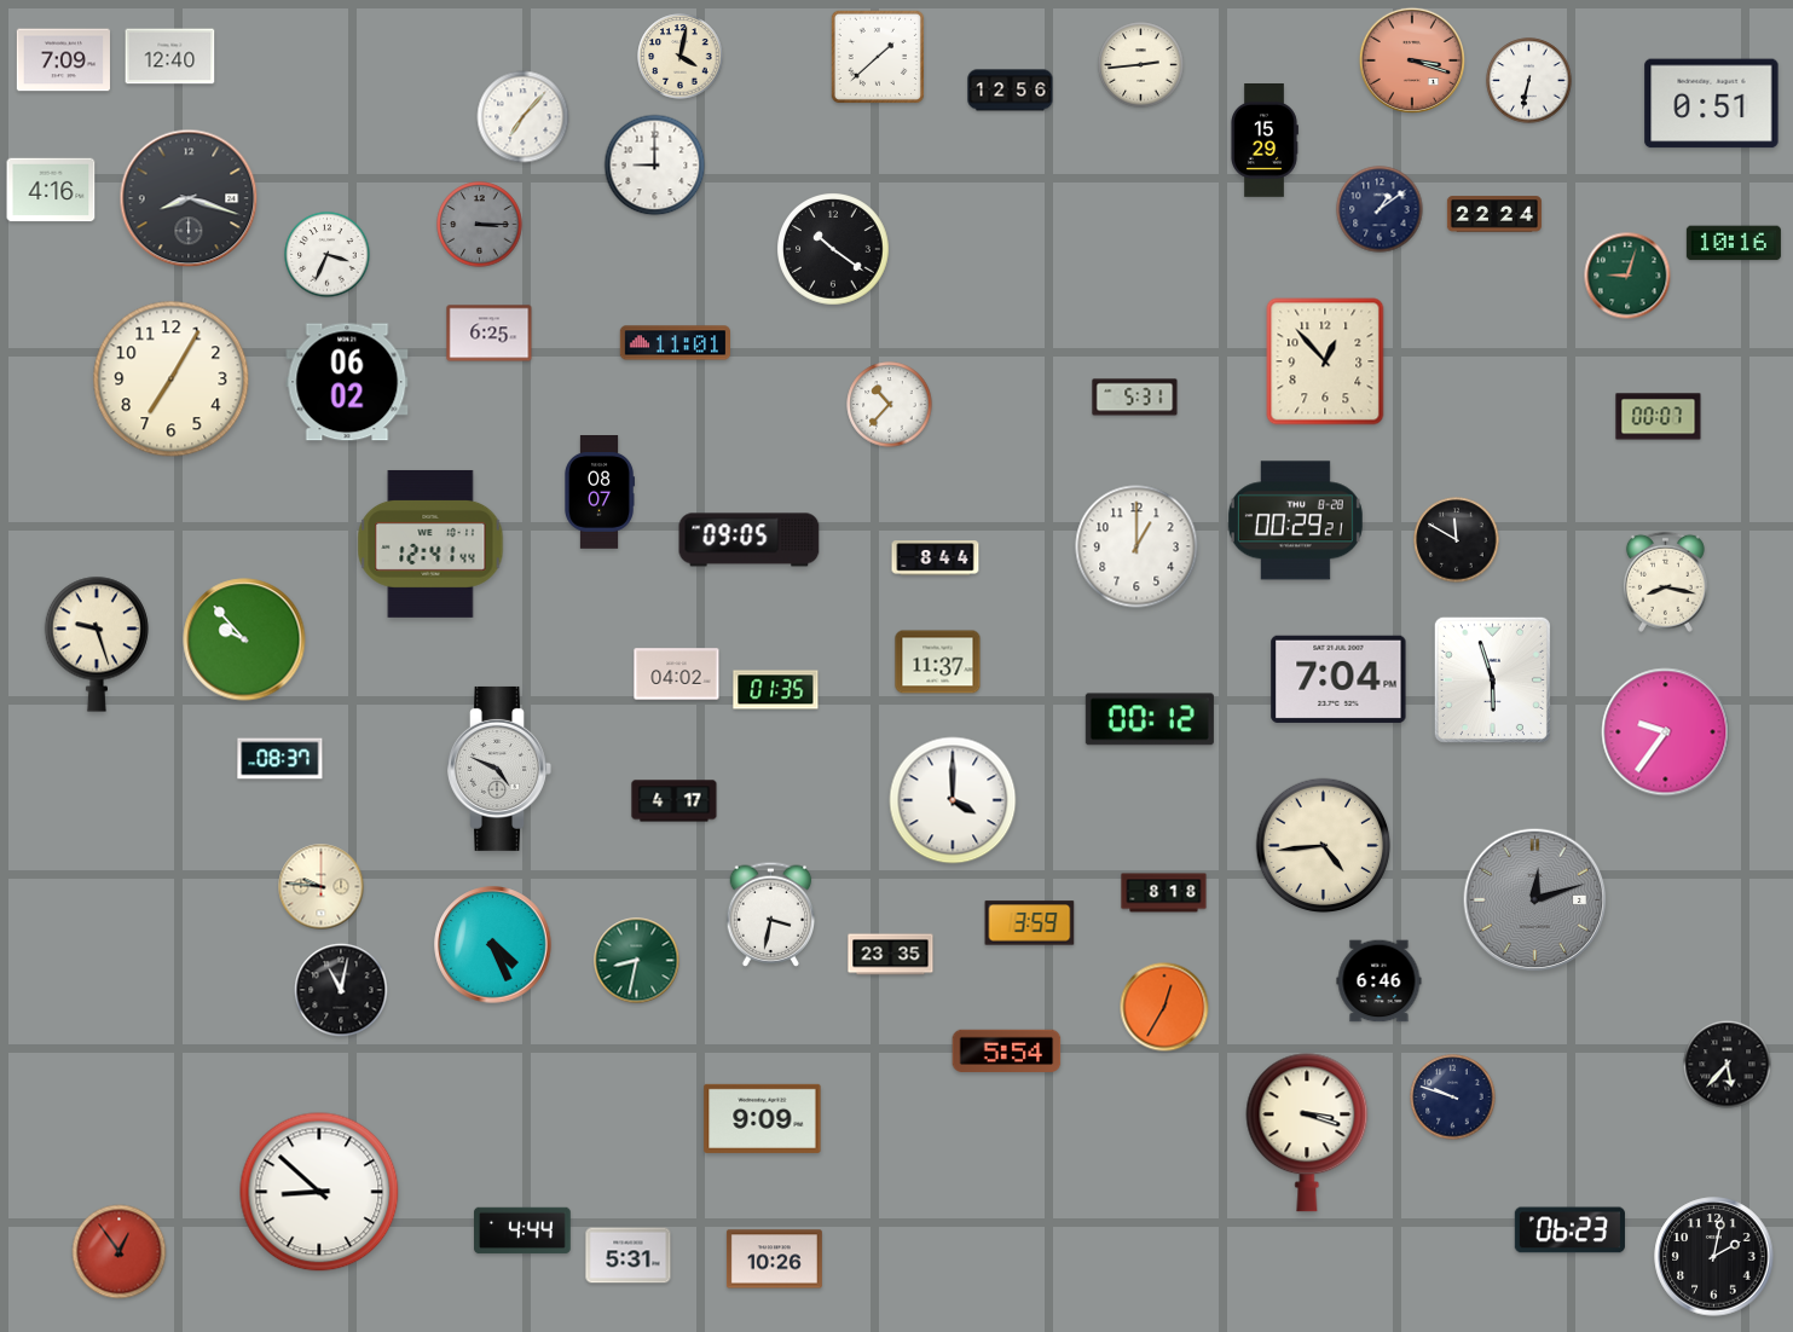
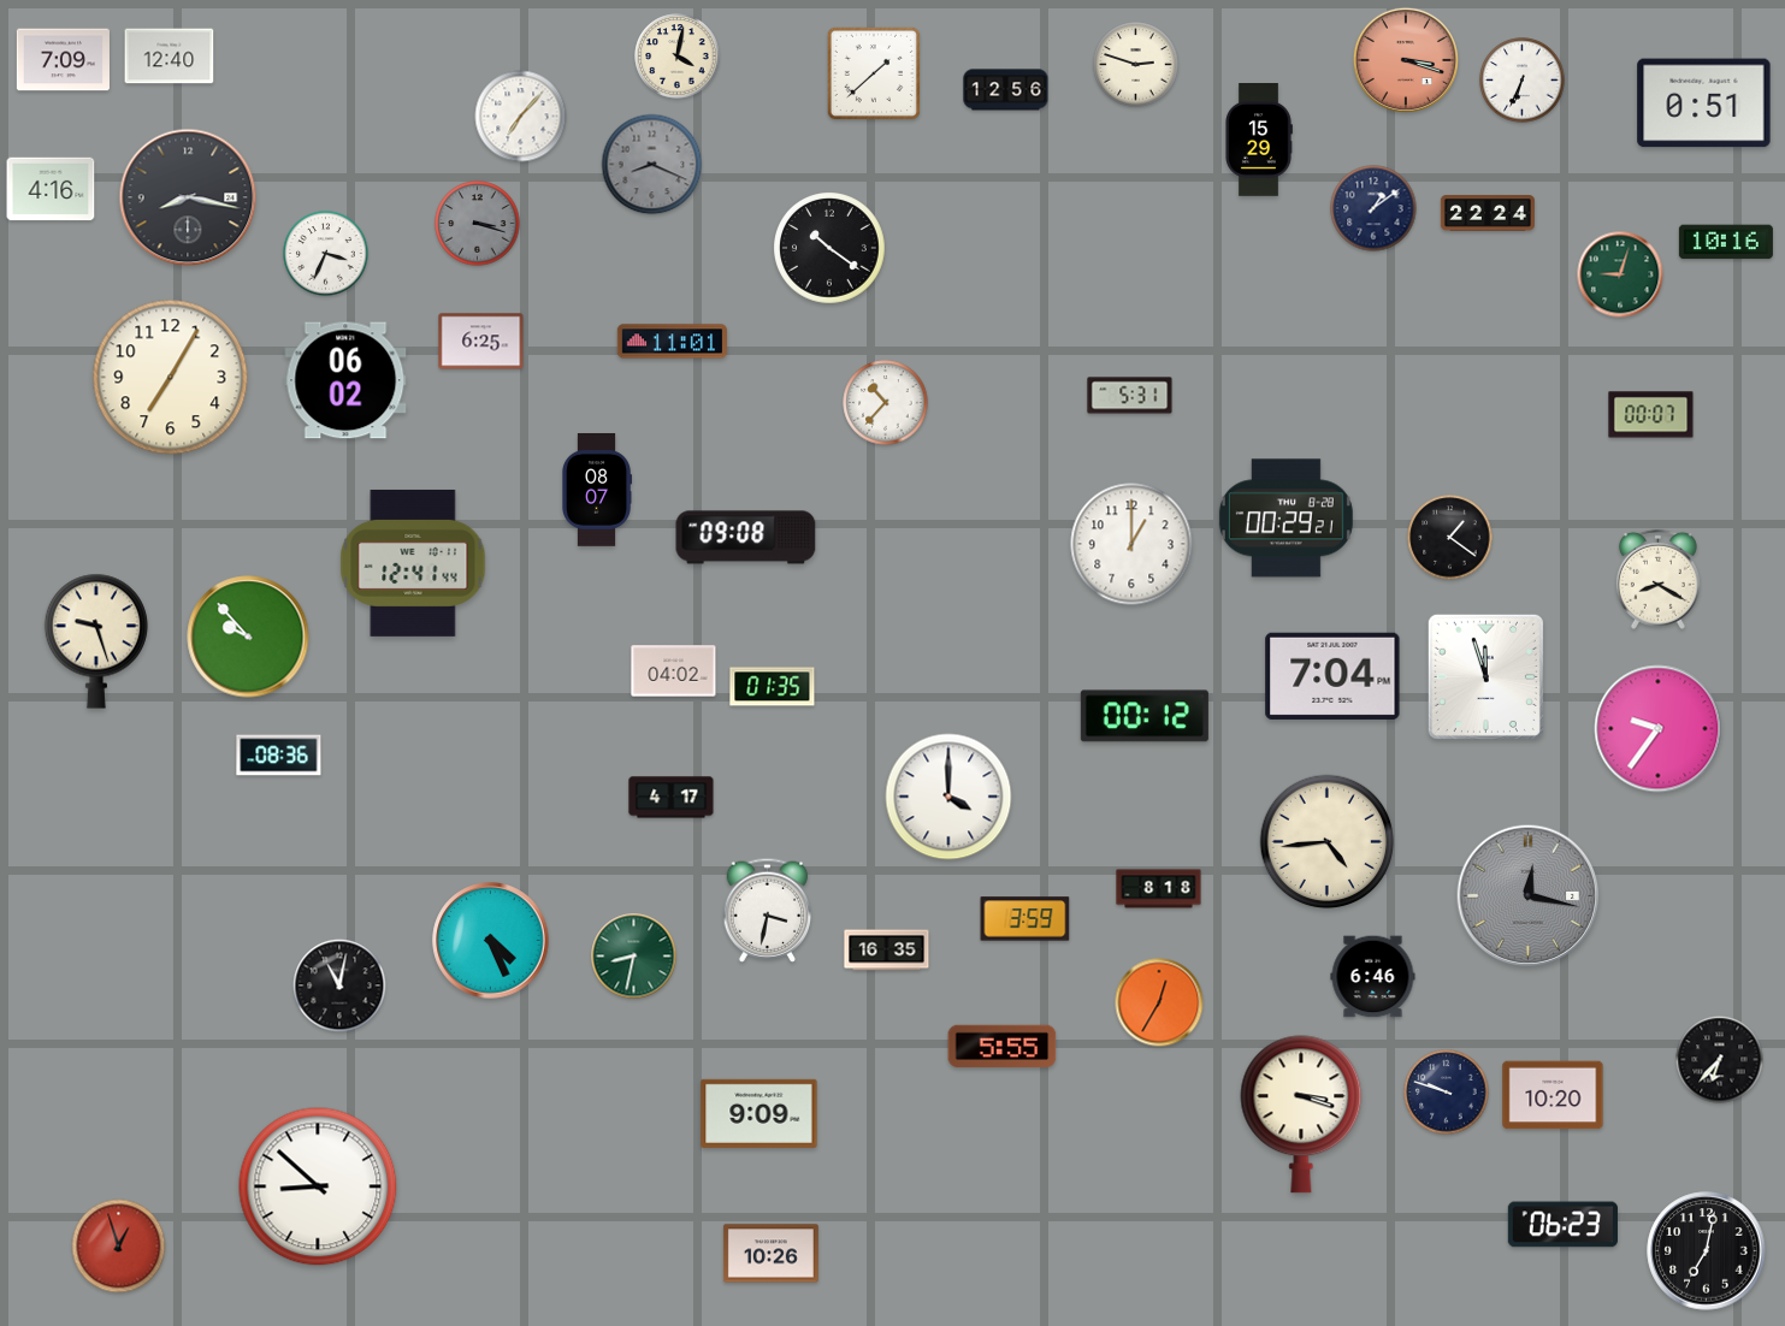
clock at (877, 56) position: (877, 56) -> (873, 72)
clock at (1141, 65): 2:44 -> 2:48
clock at (1529, 81): 6:32 -> 6:34
clock at (655, 166): 9:00 -> 8:19
clock at (655, 166) dial: white -> grey
clock at (189, 198): 8:18 -> 8:17
clock at (480, 225): 3:15 -> 3:18
clock at (490, 334) position: (490, 334) -> (481, 342)
clock at (1325, 361): 12:53 -> none
clock at (1295, 521) position: (1295, 521) -> (1285, 519)
clock at (750, 540): 09:05 -> 09:08
clock at (1457, 540): 11:50 -> 1:21
clock at (430, 544) position: (430, 544) -> (413, 563)
clock at (936, 558): 8:44 -> none
clock at (1665, 581): 8:17 -> 8:20
clock at (244, 639) position: (244, 639) -> (248, 637)
clock at (938, 662): 11:37 -> none
clock at (1492, 679): 5:57 -> 11:57
clock at (280, 759): 08:37 -> 08:36
clock at (499, 769): 4:49 -> none
clock at (1324, 846) position: (1324, 846) -> (1328, 842)
clock at (322, 887): 9:46 -> none
clock at (1535, 900): 12:12 -> 12:17
clock at (891, 955): 23:35 -> 16:35
clock at (1007, 1050): 5:54 -> 5:55
clock at (1728, 1065): 5:37 -> 6:37
clock at (1553, 1095): none -> 10:20
clock at (1307, 1133) position: (1307, 1133) -> (1301, 1114)
clock at (524, 1230): 4:44 -> none
clock at (120, 1252): 12:54 -> 12:57
clock at (629, 1256): 5:31 -> none
clock at (1714, 1257): 2:02 -> 7:02
